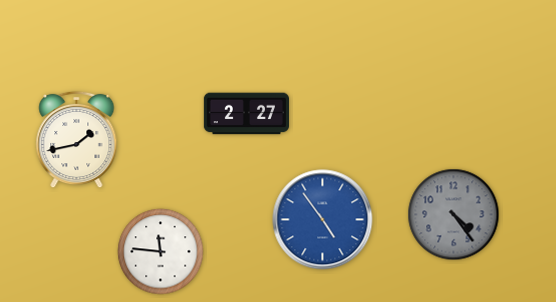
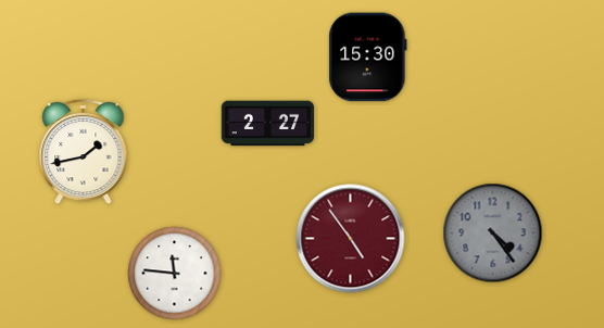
clock at (368, 58): none -> 15:30
clock at (323, 220) dial: blue -> burgundy
